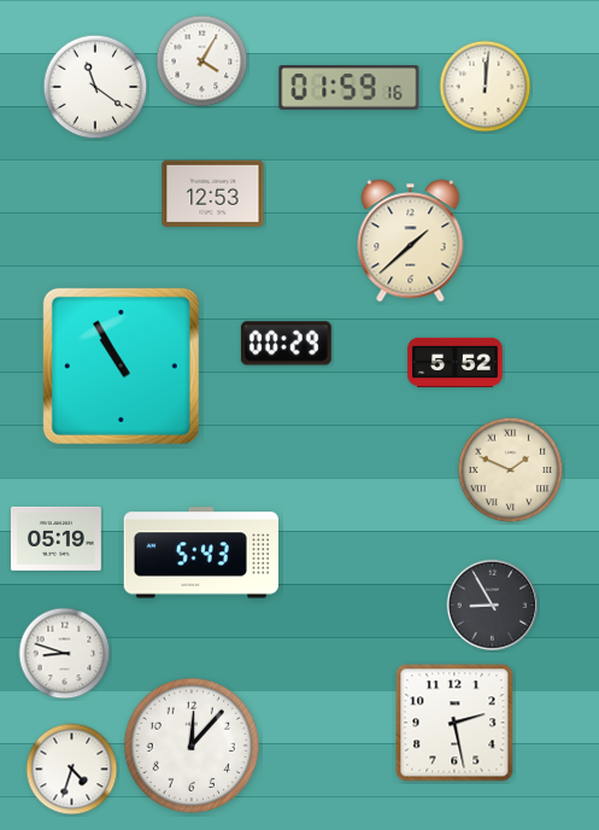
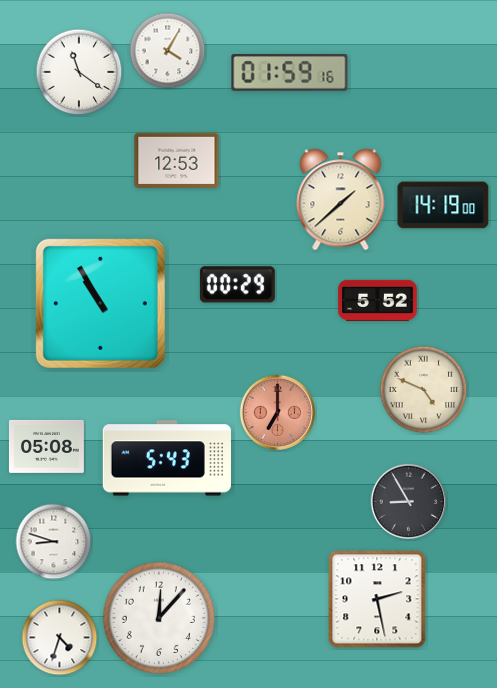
clock at (486, 87): 12:01 -> none
clock at (443, 205): none -> 14:19
clock at (511, 470): 1:49 -> 4:49
clock at (278, 413): none -> 7:00
clock at (57, 538): 05:19 -> 05:08
